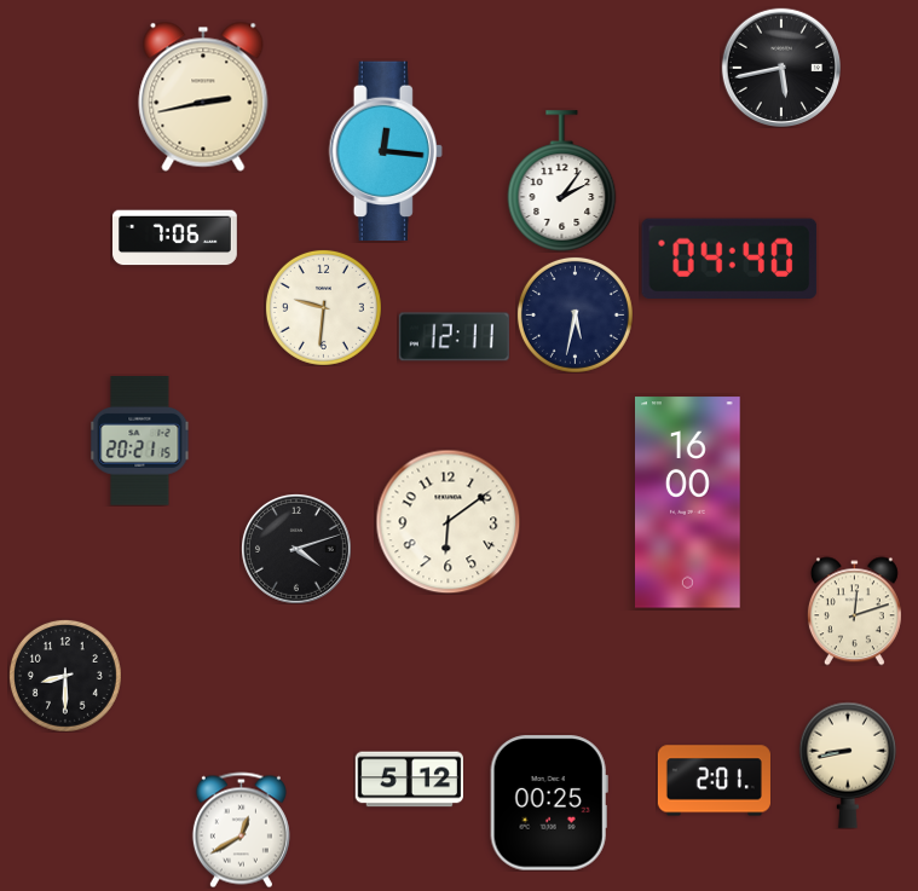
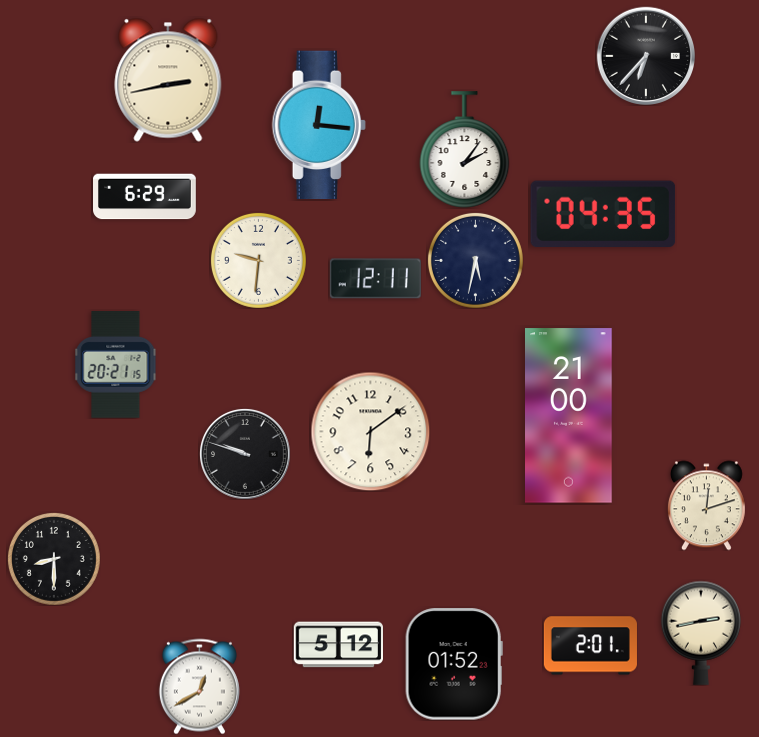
clock at (780, 66): 5:43 -> 6:37
clock at (175, 238): 7:06 -> 6:29
clock at (729, 259): 04:40 -> 04:35
clock at (323, 307) position: (323, 307) -> (258, 260)
clock at (688, 503): 16:00 -> 21:00
clock at (296, 549): 4:12 -> 9:48
clock at (848, 765): 8:43 -> 2:43
clock at (549, 803): 00:25 -> 01:52
